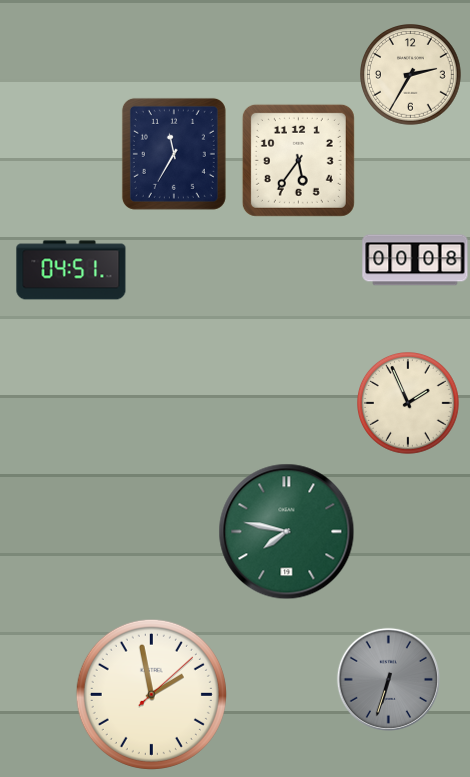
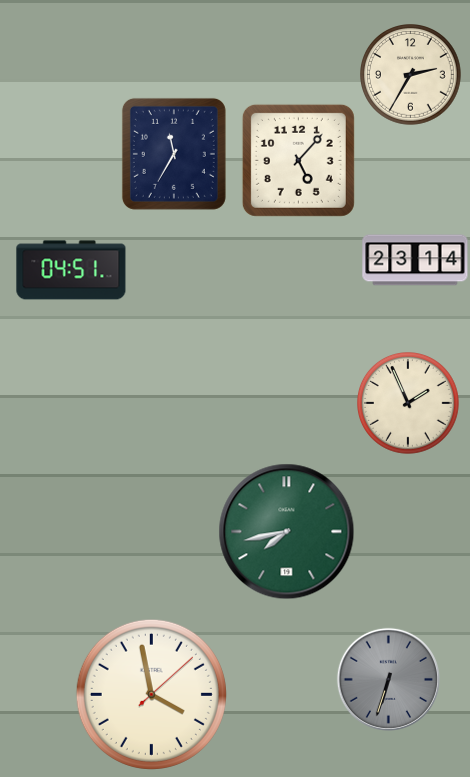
clock at (298, 160): 5:36 -> 5:07
clock at (415, 260): 00:08 -> 23:14
clock at (287, 532): 7:47 -> 7:43
clock at (151, 694): 1:58 -> 3:58
